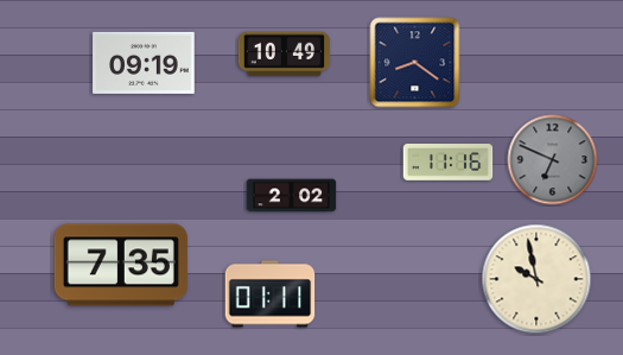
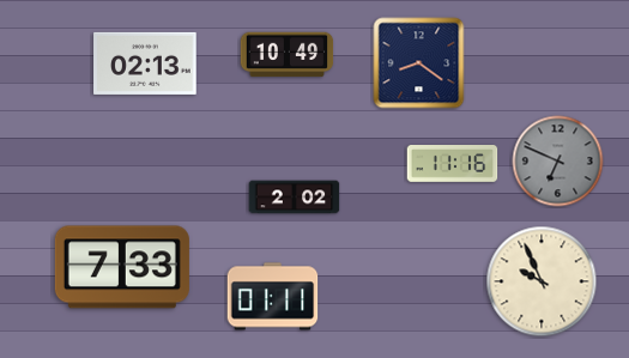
clock at (144, 63): 09:19 -> 02:13
clock at (121, 265): 7:35 -> 7:33
clock at (536, 279): 9:58 -> 9:56
